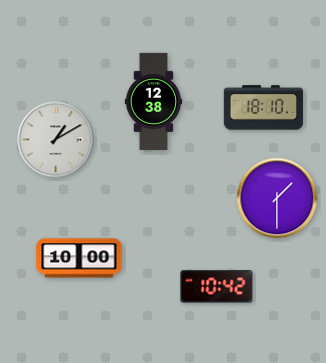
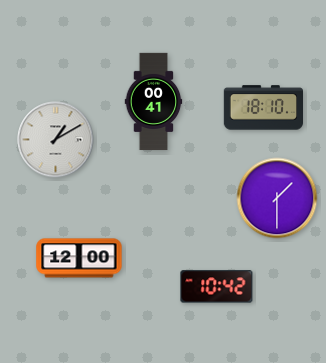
clock at (154, 102): 12:38 -> 00:41
clock at (79, 258): 10:00 -> 12:00
